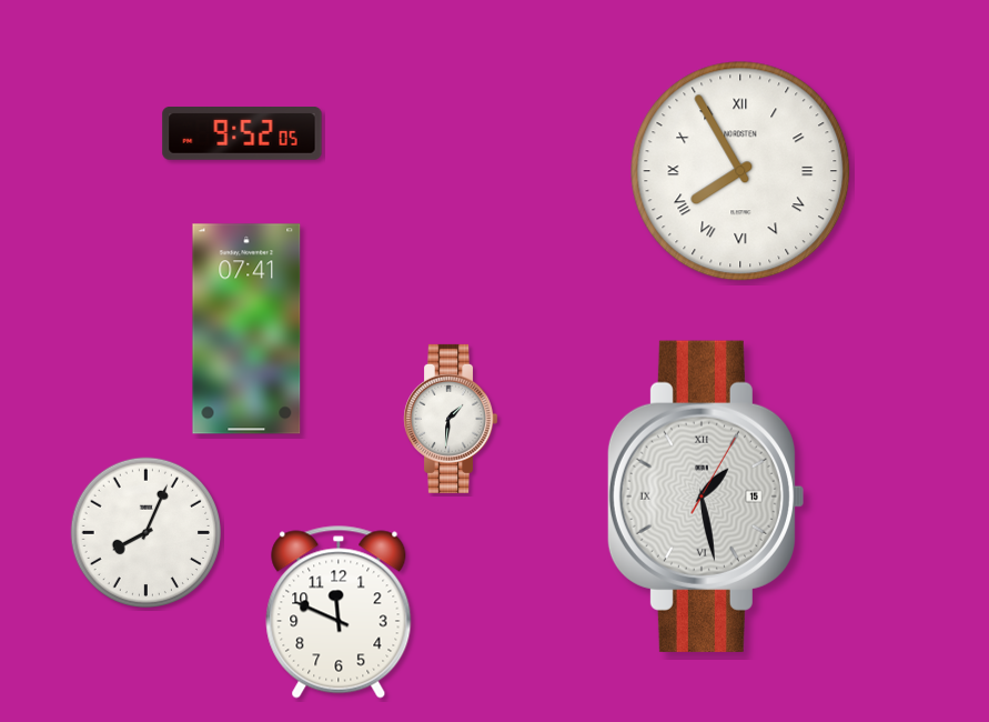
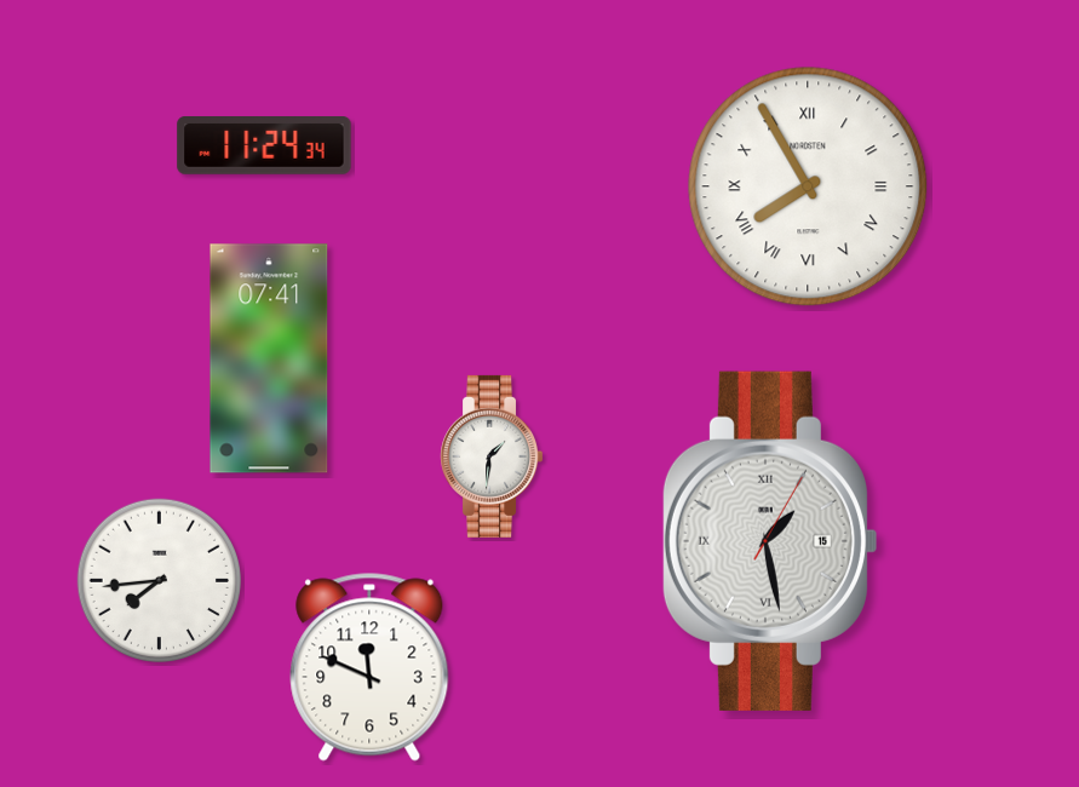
clock at (242, 134): 9:52 -> 11:24
clock at (145, 532): 8:04 -> 7:44
